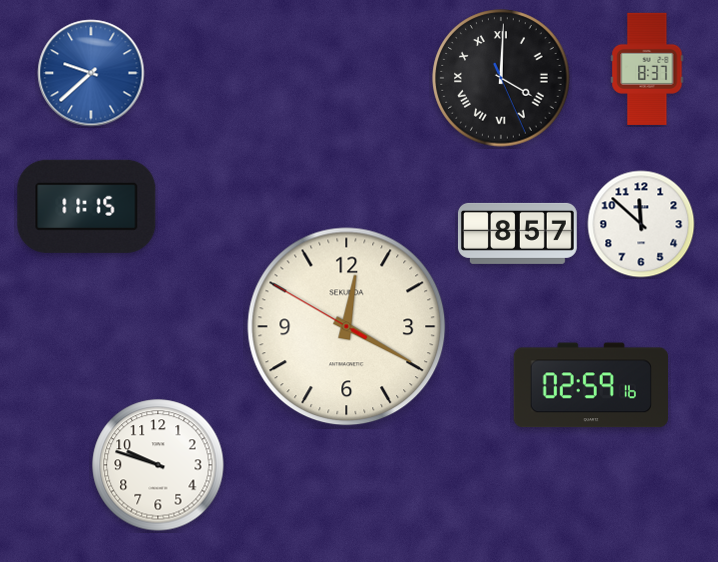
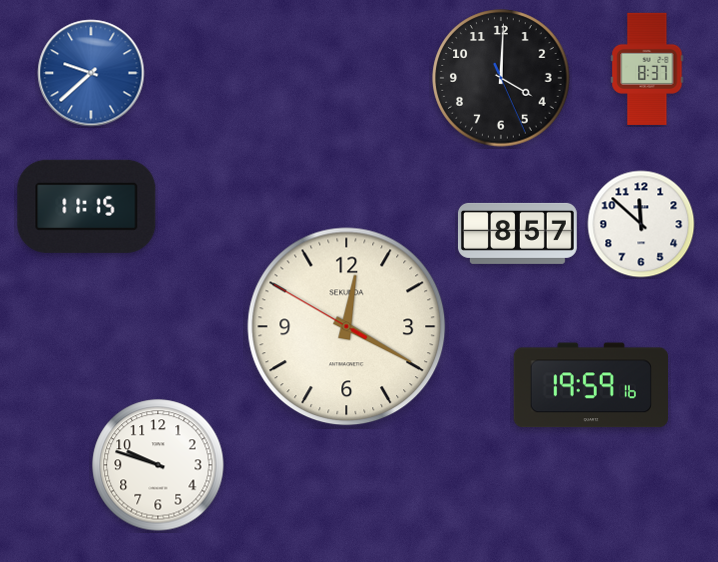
clock at (501, 78) numerals: Roman -> Arabic
clock at (590, 385): 02:59 -> 19:59
